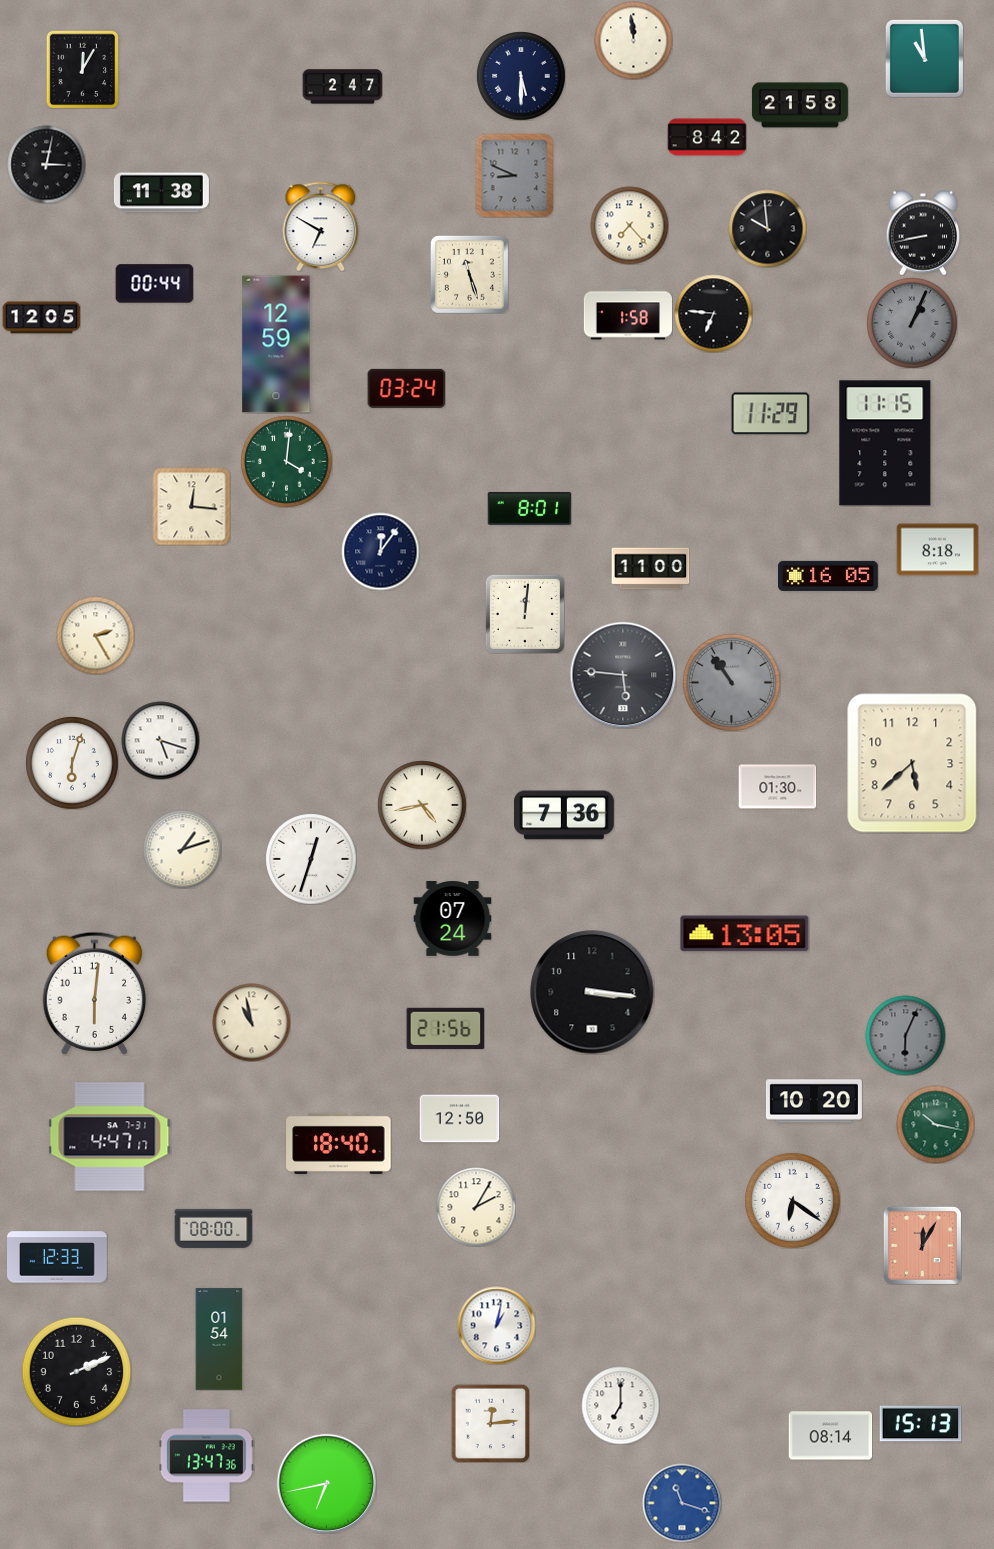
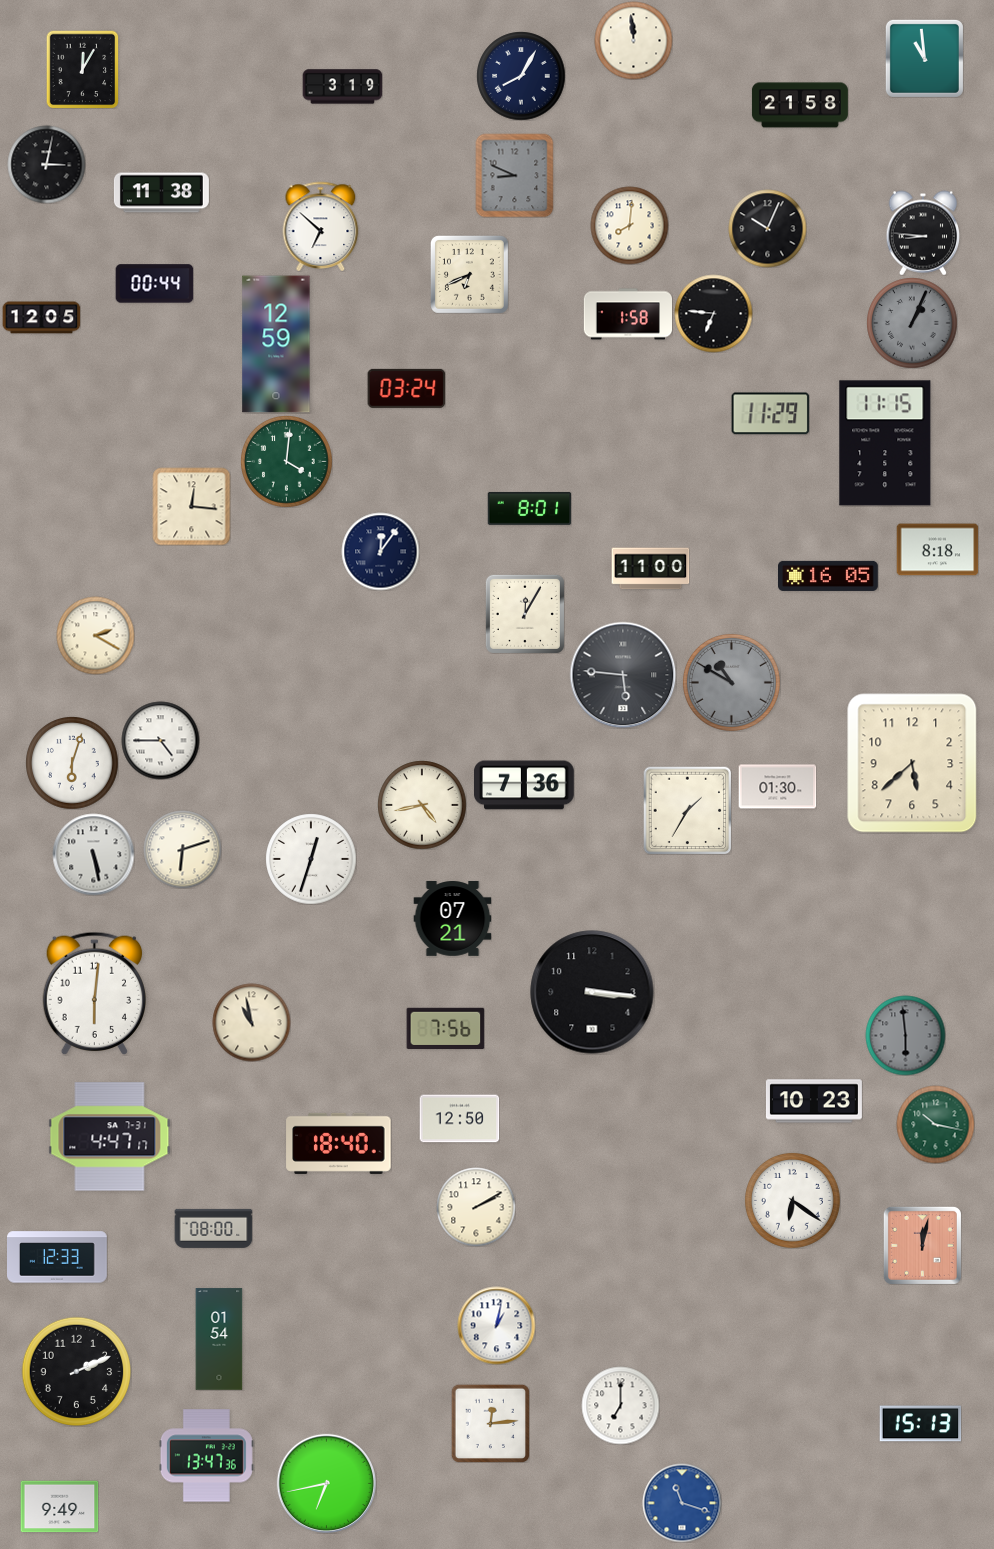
clock at (521, 76): 5:30 -> 8:05
clock at (342, 87): 2:47 -> 3:19
clock at (707, 137): 8:42 -> none
clock at (629, 225): 7:23 -> 8:01
clock at (321, 226): 6:50 -> 6:52
clock at (767, 228): 9:59 -> 10:04
clock at (923, 233): 8:43 -> 8:46
clock at (469, 274): 11:27 -> 6:41
clock at (525, 614): 12:01 -> 12:05
clock at (95, 635): 2:25 -> 2:20
clock at (731, 682): 10:54 -> 10:50
clock at (160, 740): 5:18 -> 4:45
clock at (687, 810): none -> 1:35
clock at (565, 815) position: (565, 815) -> (525, 785)
clock at (182, 849): 1:12 -> 6:12
clock at (93, 854): none -> 5:28
clock at (452, 919): 07:24 -> 07:21
clock at (745, 934): 13:05 -> none
clock at (445, 1028): 21:56 -> 7:56
clock at (905, 1035): 6:04 -> 5:59
clock at (814, 1101): 10:20 -> 10:23
clock at (476, 1207): 2:05 -> 2:10
clock at (922, 1245): 12:05 -> 12:02
clock at (830, 1436): 08:14 -> none
clock at (59, 1507): none -> 9:49
